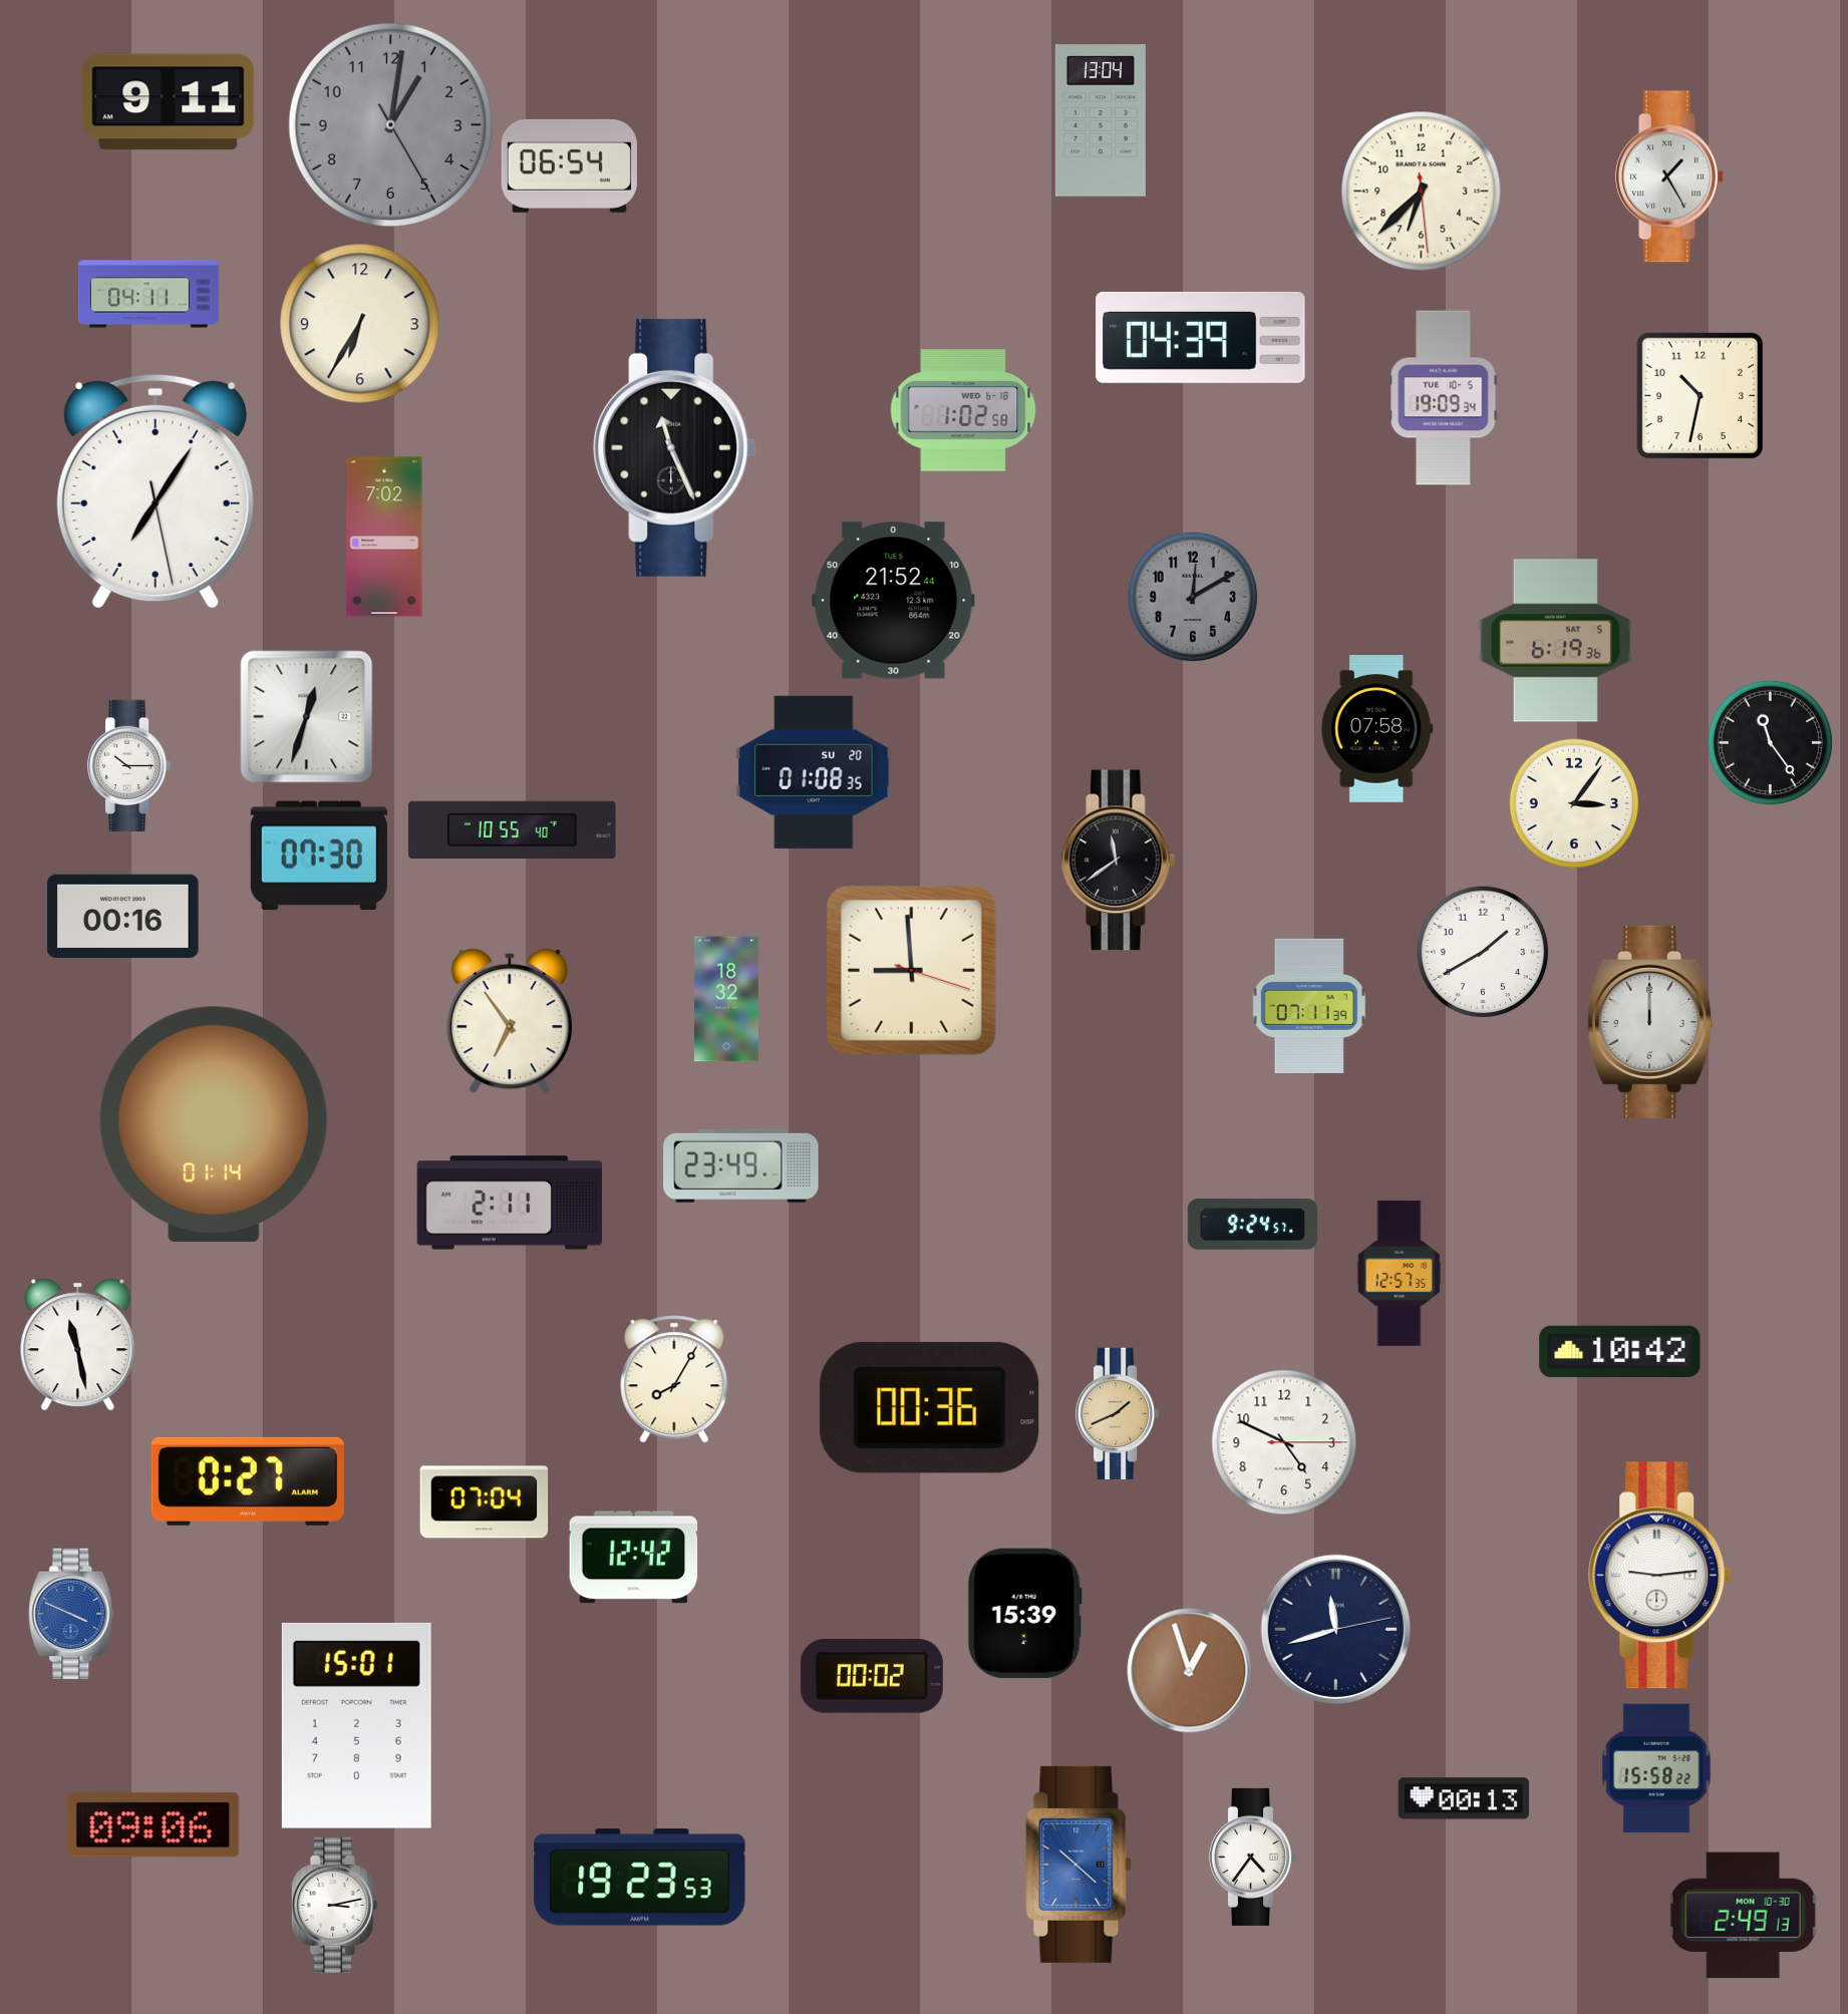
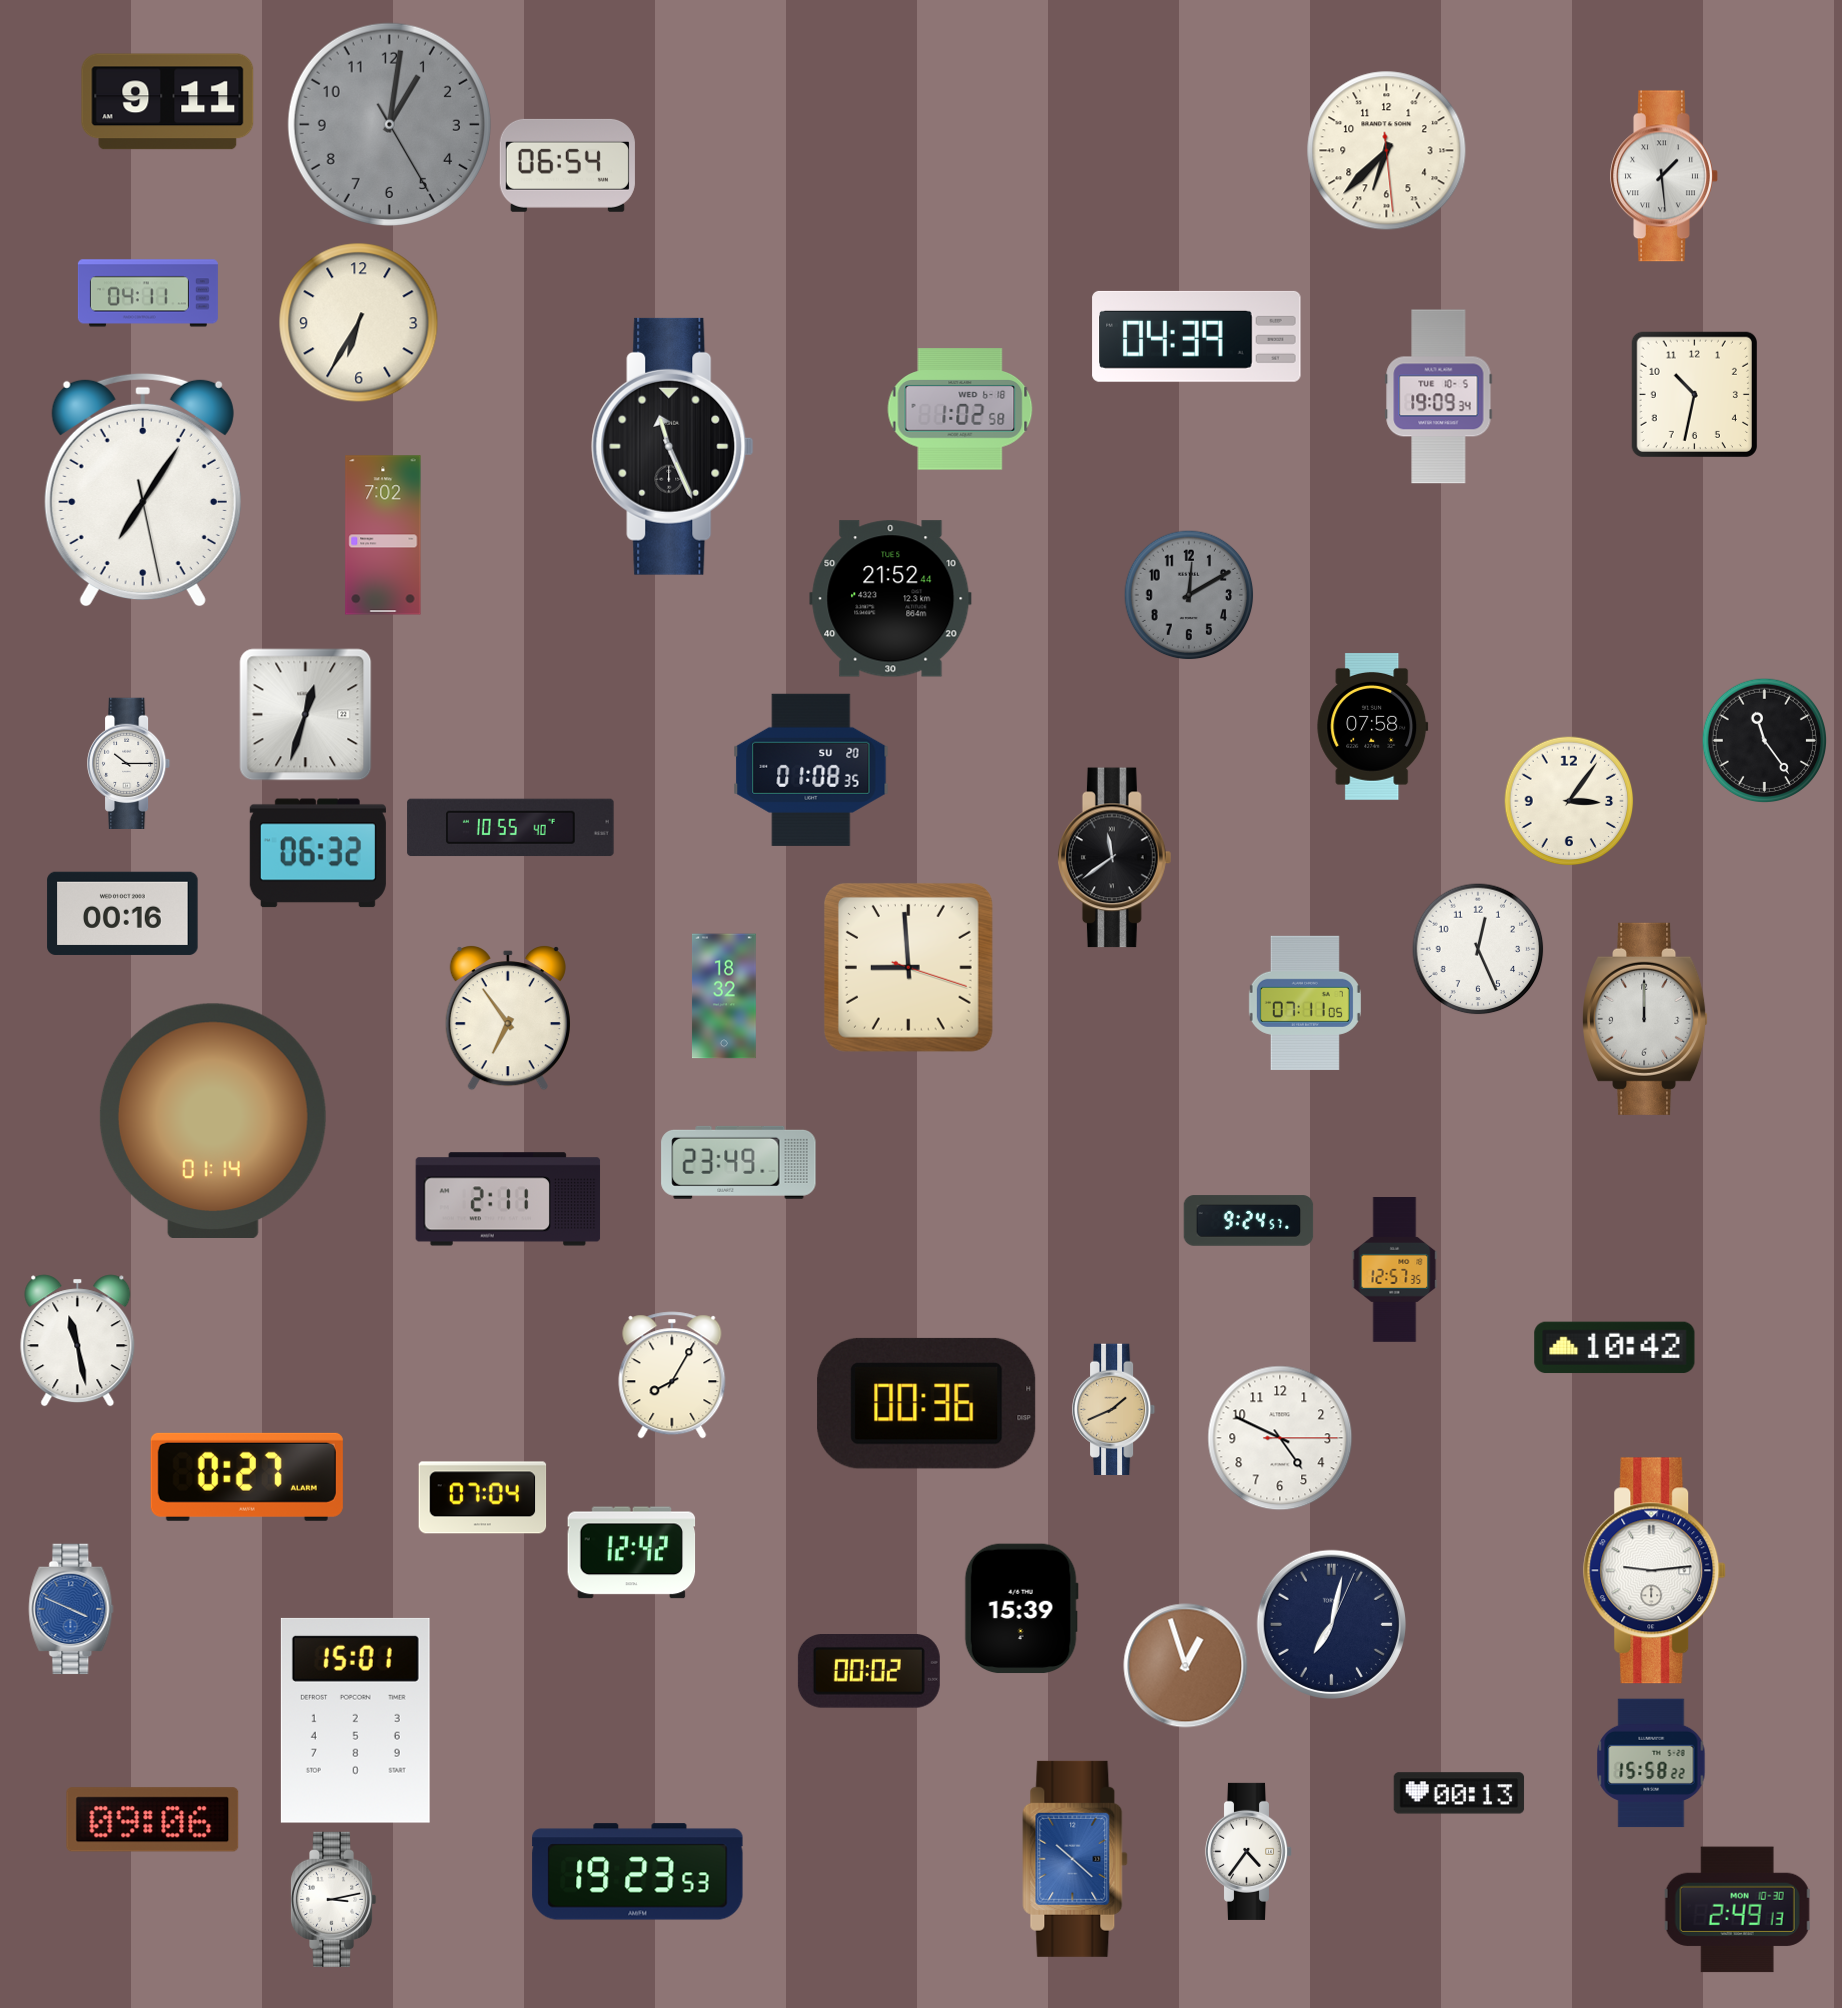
clock at (1101, 120): 13:04 -> none
clock at (1669, 177): 1:25 -> 1:29
clock at (1422, 192) position: (1422, 192) -> (1387, 151)
clock at (156, 491) position: (156, 491) -> (143, 490)
clock at (1555, 641): 6:19 -> none
clock at (319, 856): 07:30 -> 06:32
clock at (1483, 952): 1:40 -> 12:26
clock at (1309, 1006): 07:11:39 -> 07:11:05
clock at (1335, 1629): 11:42 -> 7:02
